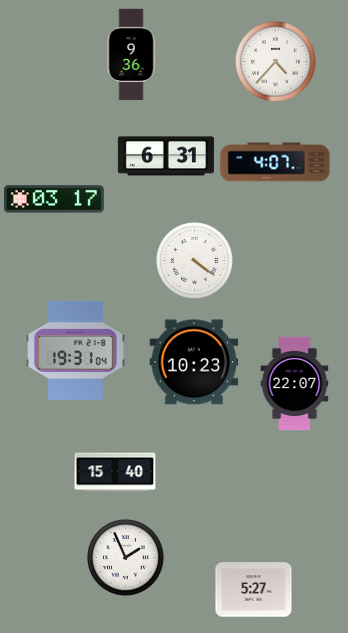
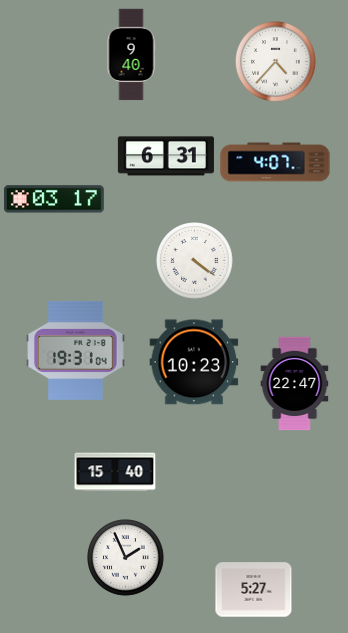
clock at (131, 55): 9:36 -> 9:40
clock at (295, 384): 22:07 -> 22:47
